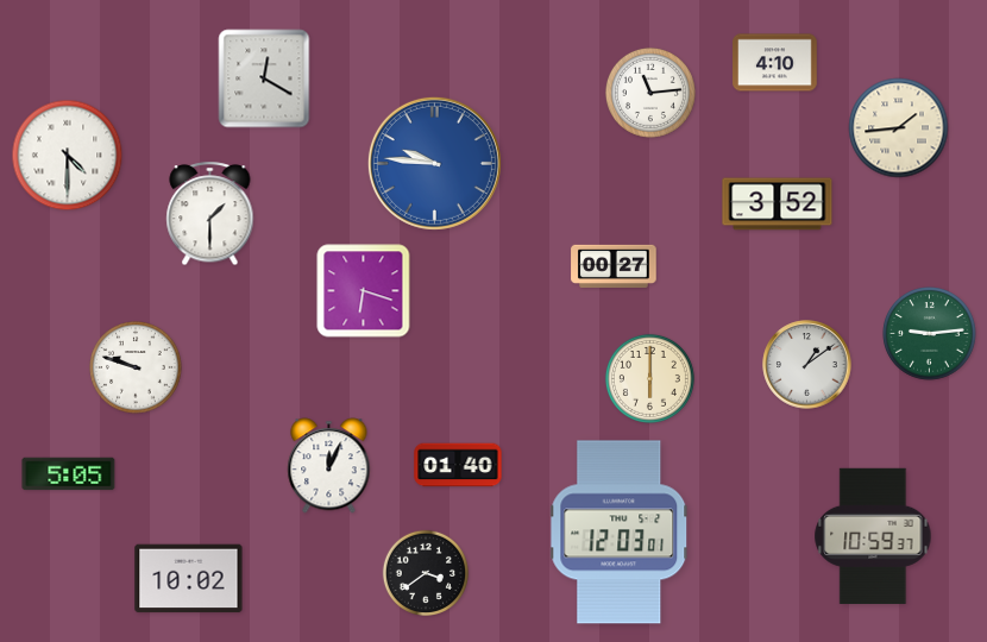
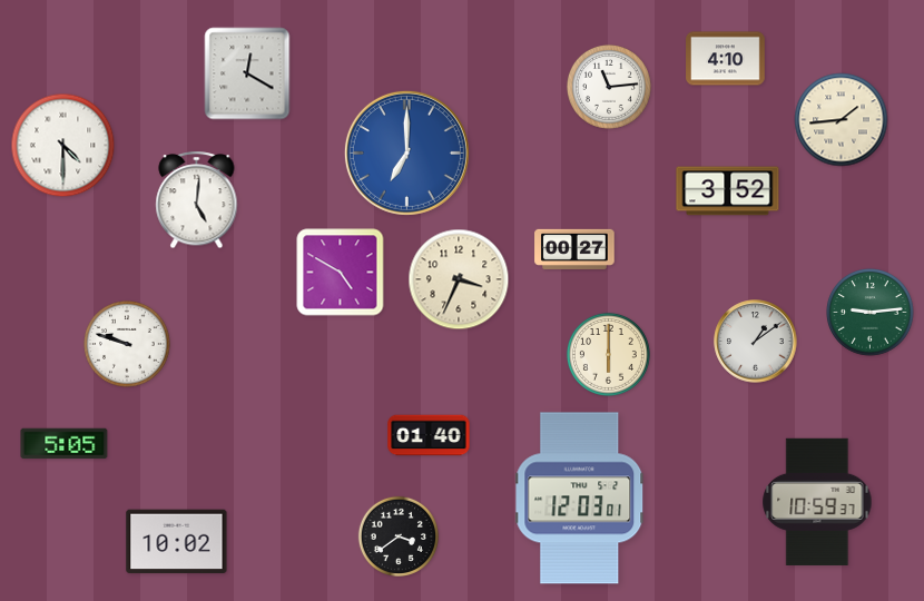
clock at (434, 163): 9:46 -> 7:00
clock at (210, 214): 1:30 -> 5:01
clock at (364, 291): 6:18 -> 4:50
clock at (459, 279): none -> 3:34
clock at (329, 466): 12:04 -> none
